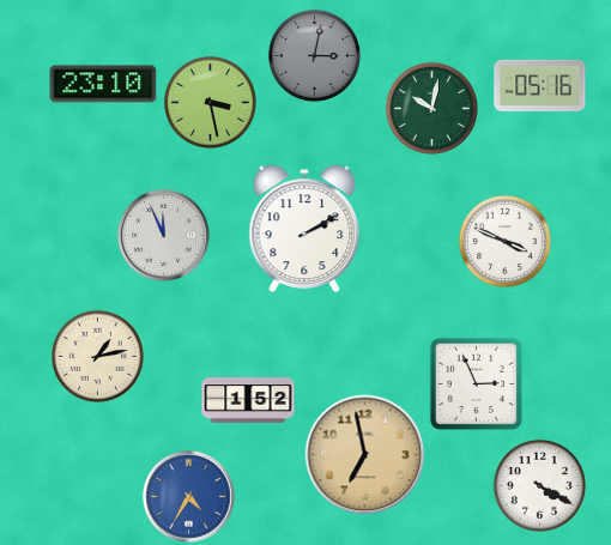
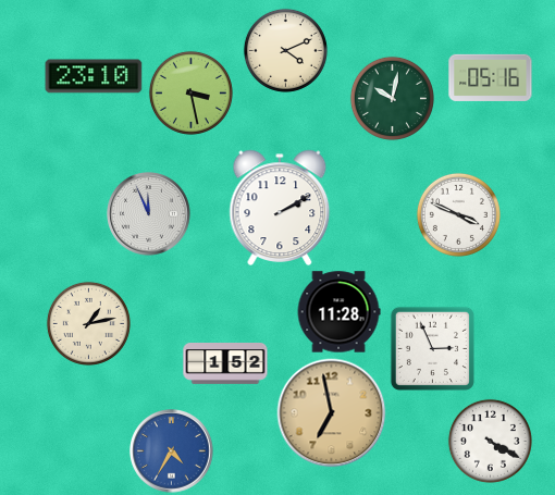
clock at (314, 55): 3:02 -> 4:11
clock at (314, 55) dial: grey -> cream
clock at (304, 229) position: (304, 229) -> (280, 208)
clock at (504, 241) position: (504, 241) -> (458, 214)
clock at (338, 312): none -> 11:28
